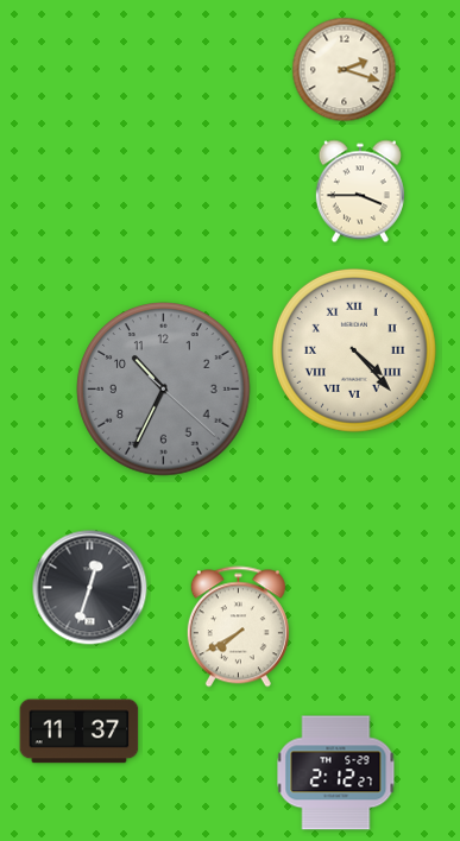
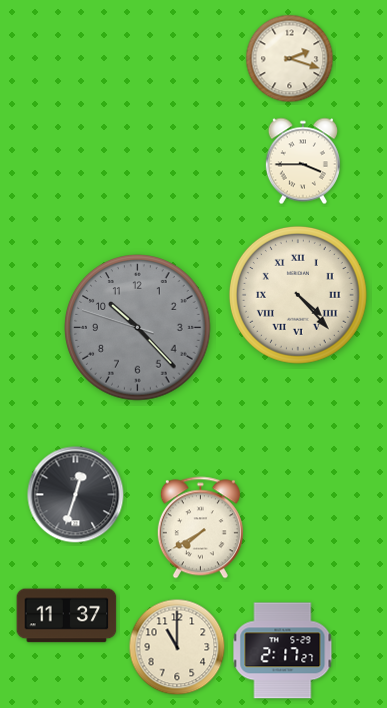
clock at (164, 390): 10:34 -> 10:22
clock at (177, 647): none -> 11:00
clock at (336, 773): 2:12 -> 2:17
